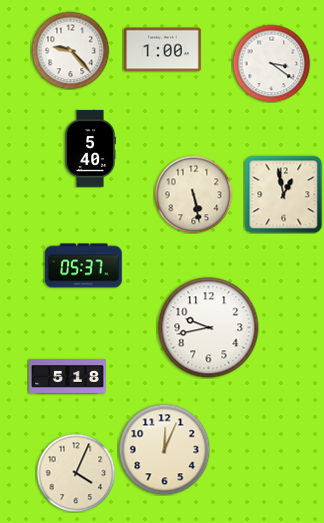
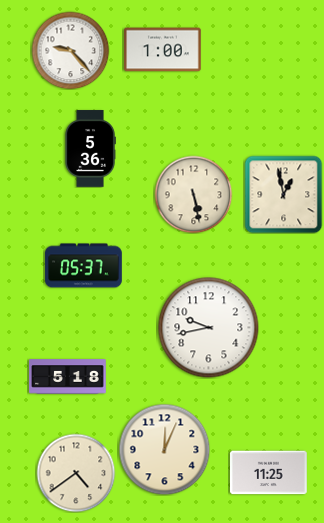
clock at (271, 63): 3:21 -> none
clock at (90, 149): 5:40 -> 5:36
clock at (76, 473): 4:04 -> 4:39
clock at (269, 473): none -> 11:25
